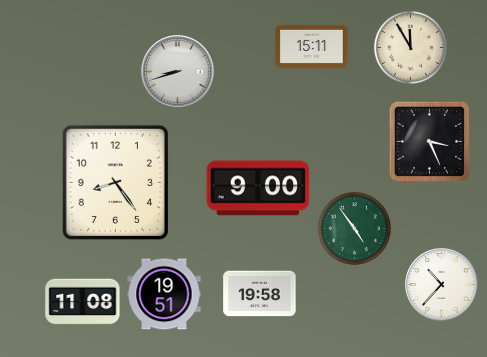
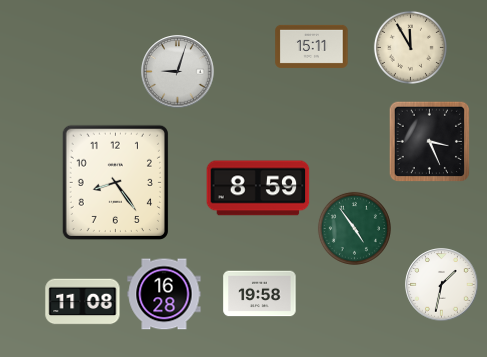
clock at (178, 72): 8:42 -> 9:03
clock at (258, 188): 9:00 -> 8:59
clock at (442, 285): 10:37 -> 1:32
clock at (164, 294): 19:51 -> 16:28
